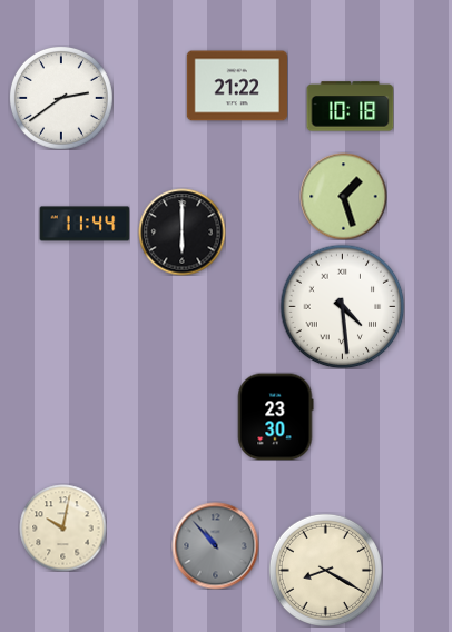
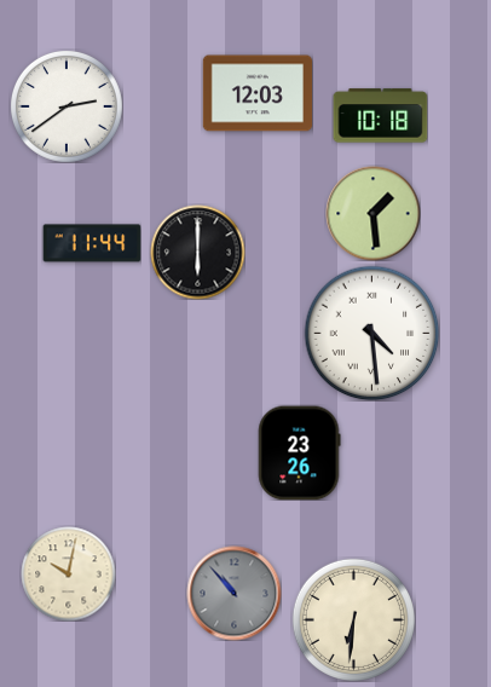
clock at (236, 86): 21:22 -> 12:03
clock at (343, 196): 1:27 -> 1:29
clock at (275, 416): 23:30 -> 23:26
clock at (325, 570): 8:20 -> 6:31
